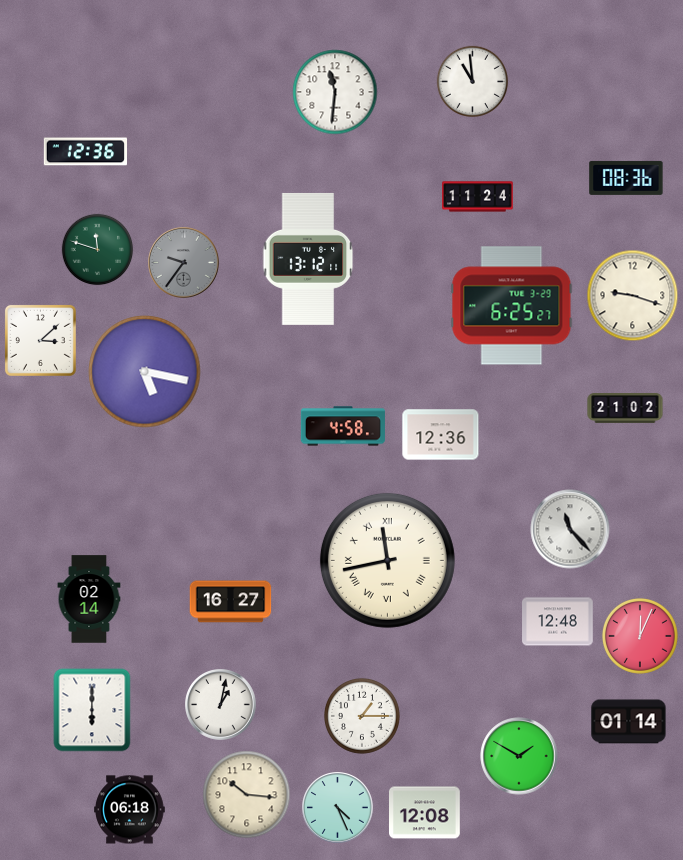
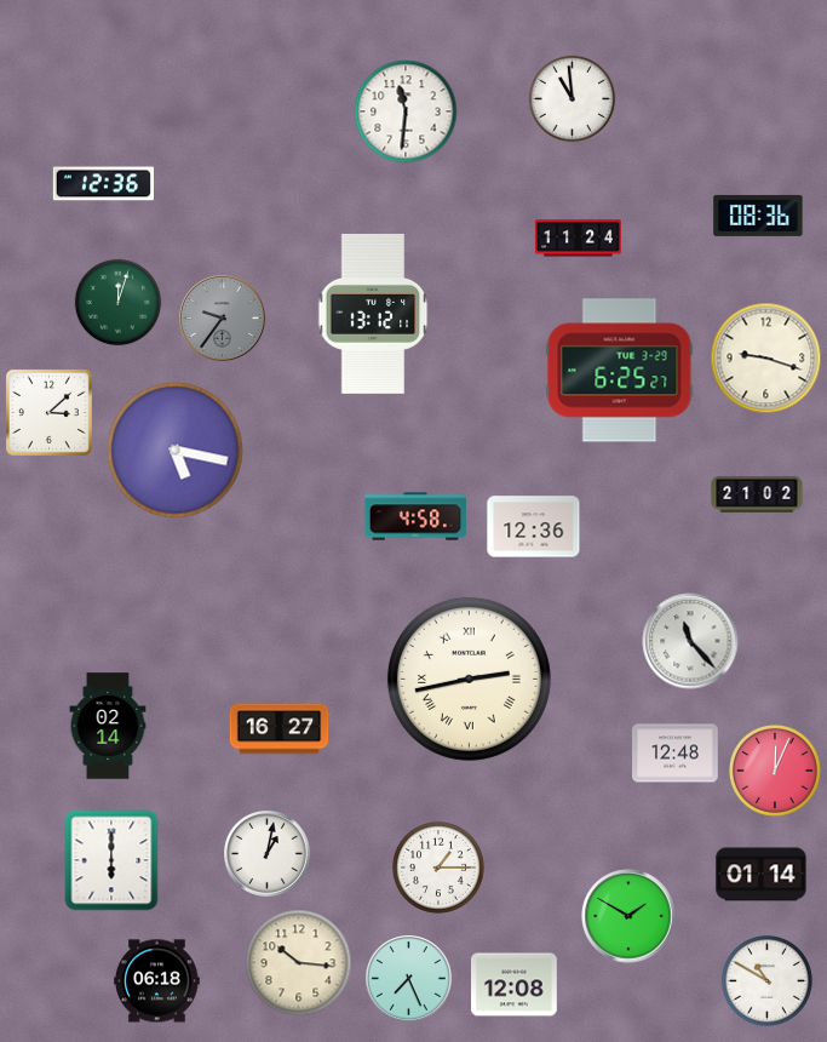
clock at (98, 250): 11:48 -> 12:03
clock at (387, 560): 11:43 -> 2:43
clock at (338, 808): 4:26 -> 7:26
clock at (766, 980): none -> 10:50
